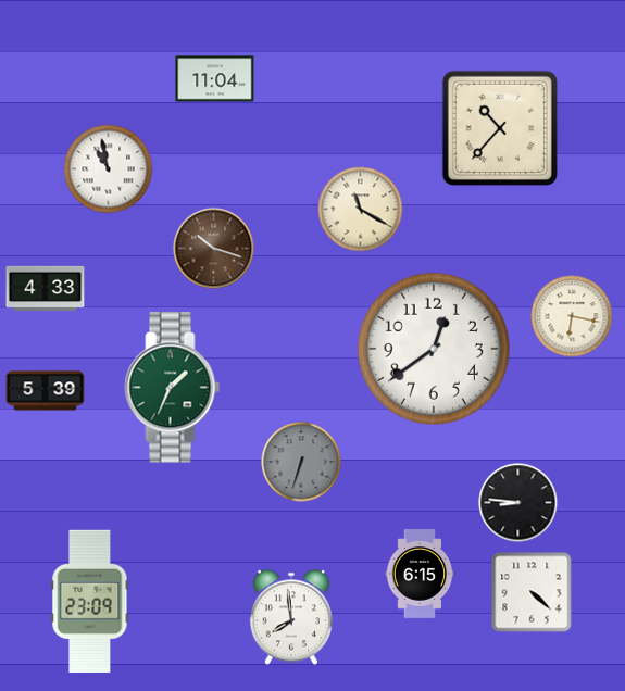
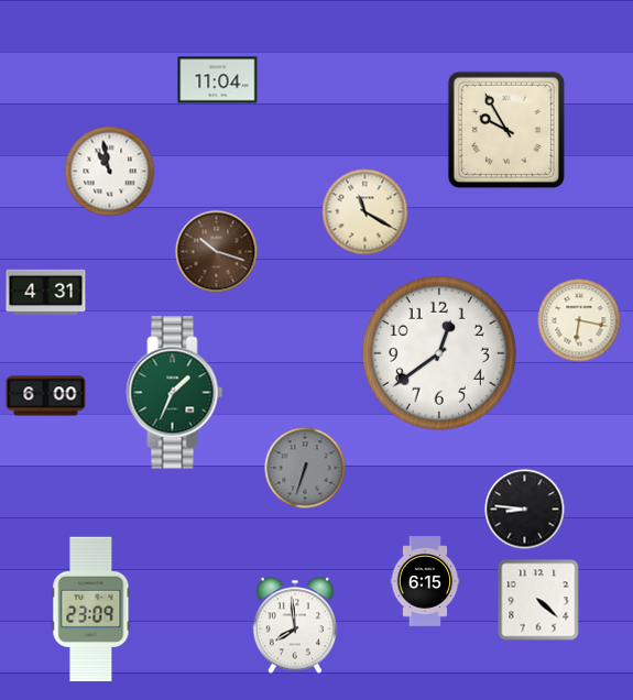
clock at (500, 128): 10:37 -> 9:55
clock at (46, 289): 4:33 -> 4:31
clock at (46, 391): 5:39 -> 6:00
